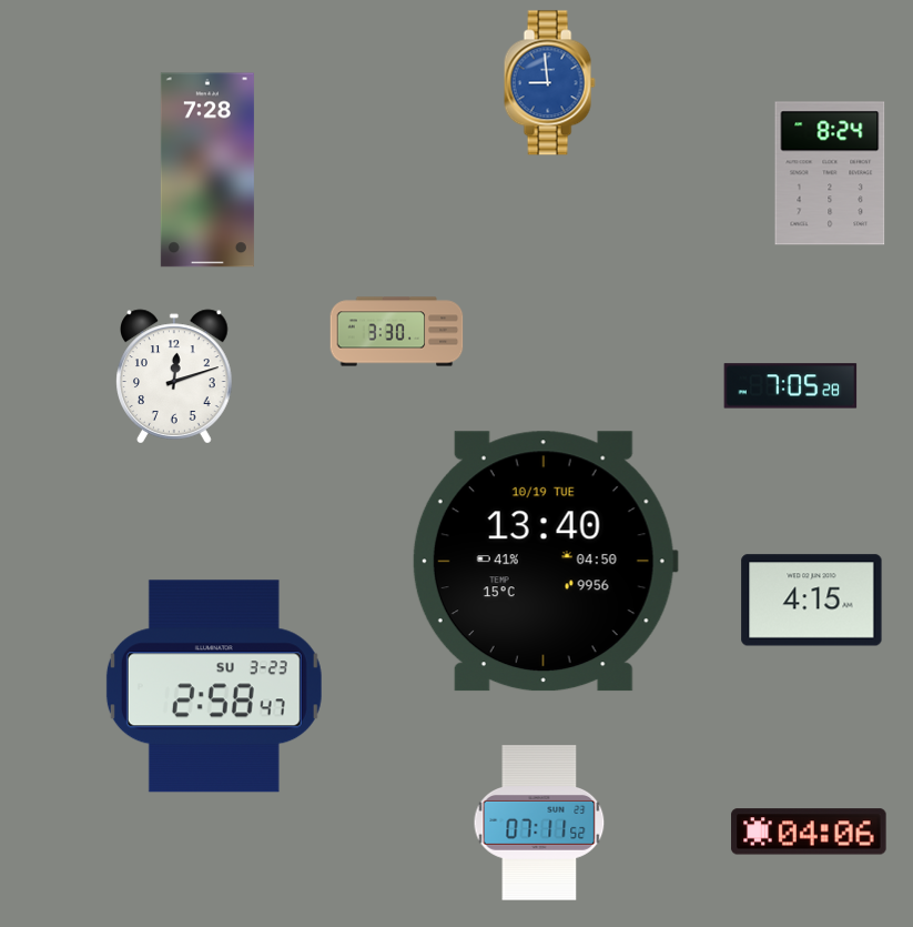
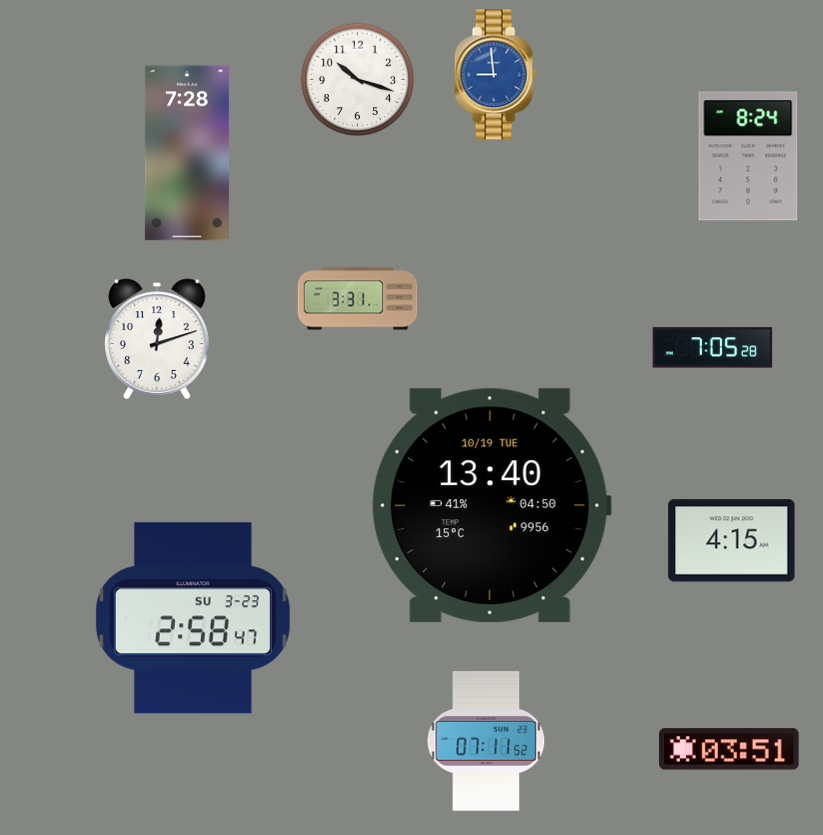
clock at (358, 80): none -> 10:18
clock at (397, 332): 3:30 -> 3:31
clock at (809, 832): 04:06 -> 03:51
